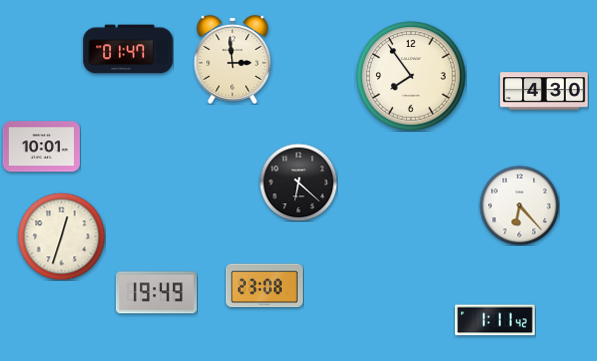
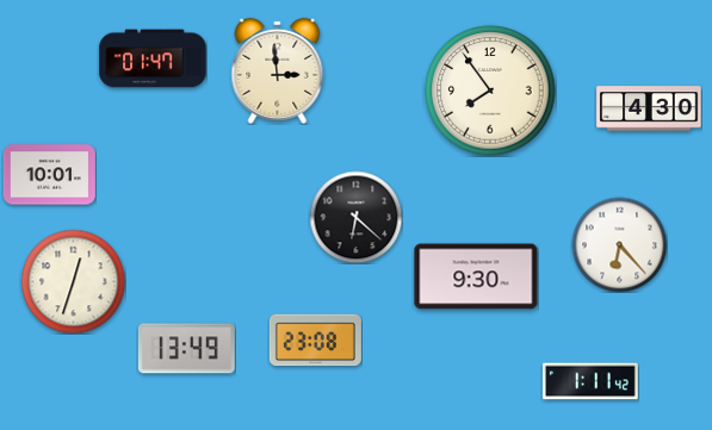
clock at (476, 276): none -> 9:30
clock at (156, 293): 19:49 -> 13:49
